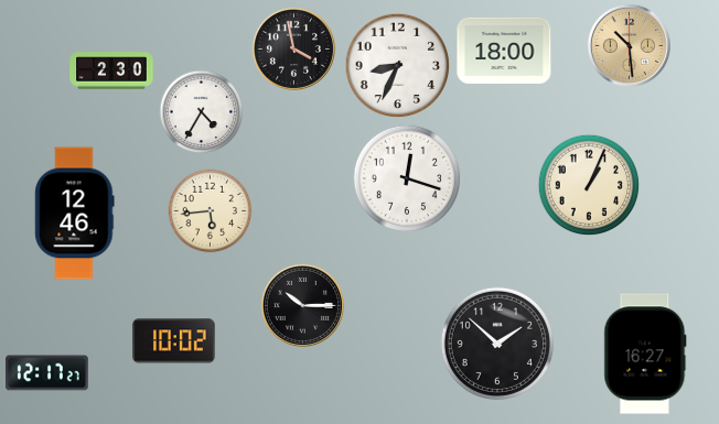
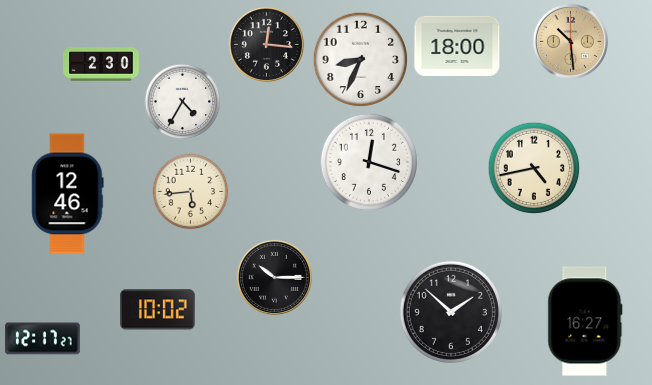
clock at (293, 48): 3:58 -> 12:16
clock at (589, 185): 1:04 -> 4:43
